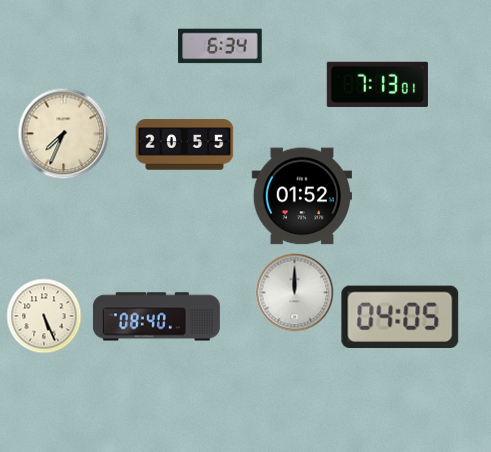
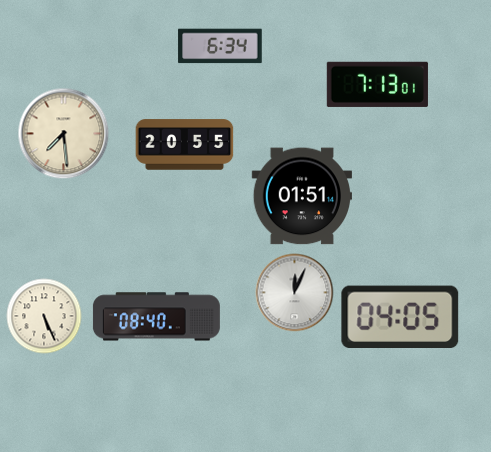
clock at (64, 134): 7:34 -> 7:29
clock at (301, 196): 01:52 -> 01:51
clock at (295, 293): 12:00 -> 12:04
